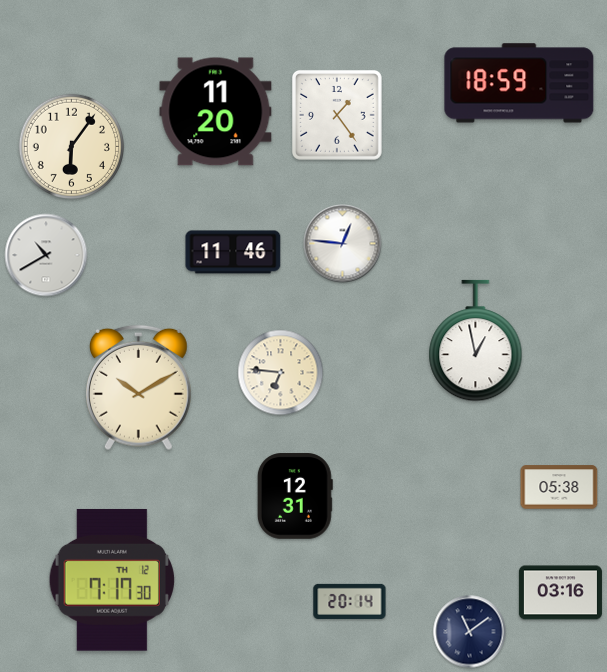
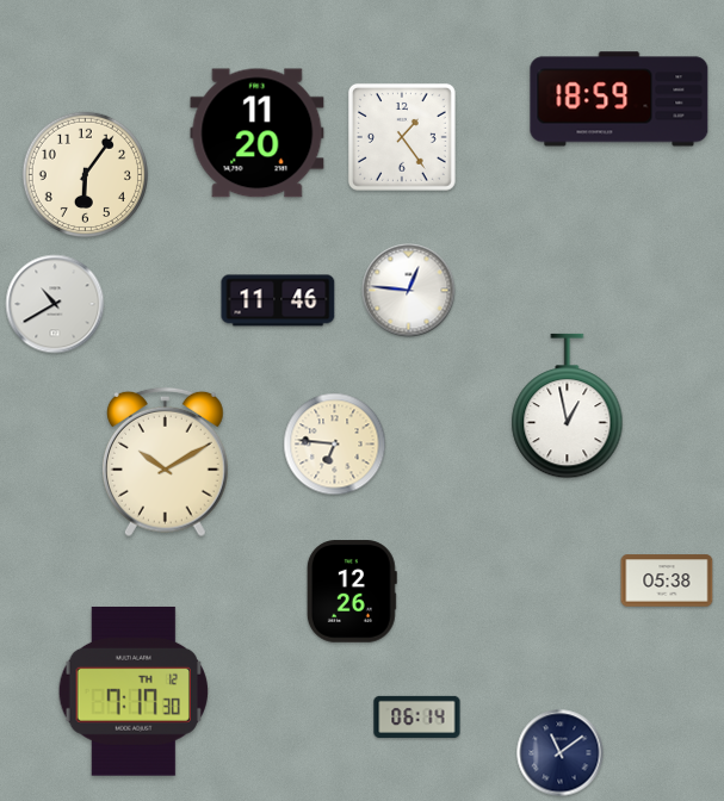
clock at (295, 496): 12:31 -> 12:26
clock at (560, 593): 03:16 -> none
clock at (350, 601): 20:14 -> 06:14
